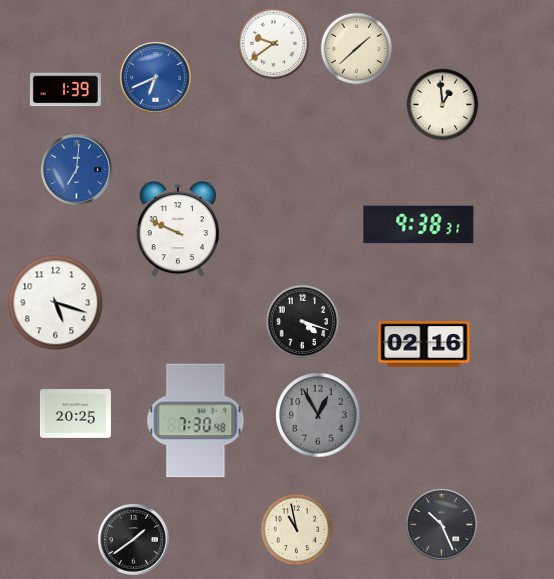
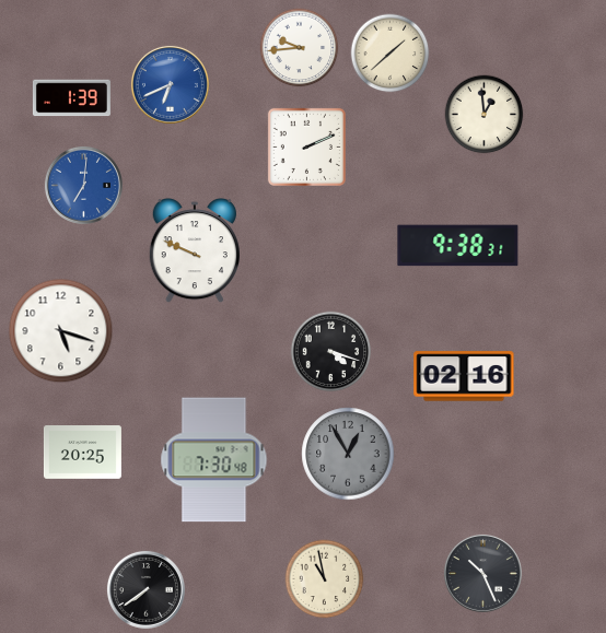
clock at (274, 44): 9:39 -> 9:44
clock at (306, 146): none -> 2:11
clock at (133, 539): 1:39 -> 7:39
